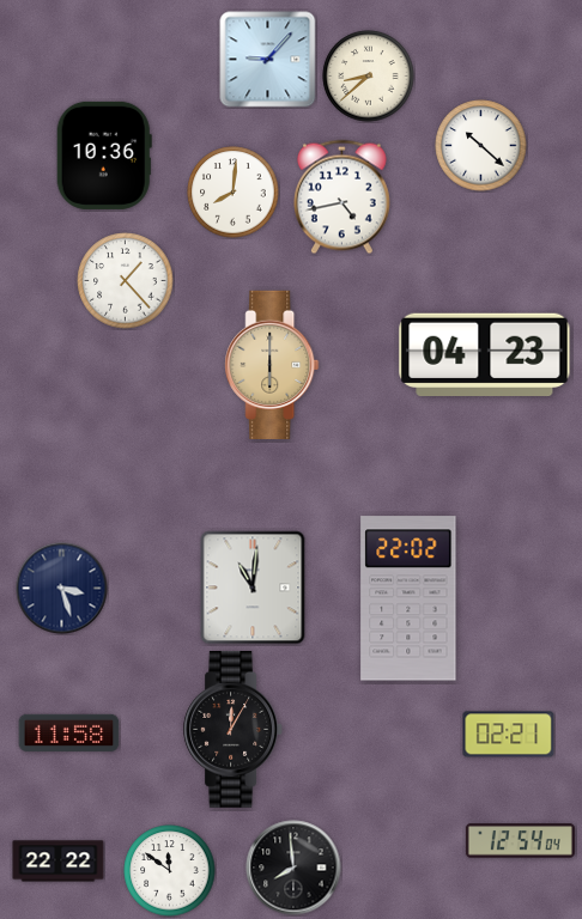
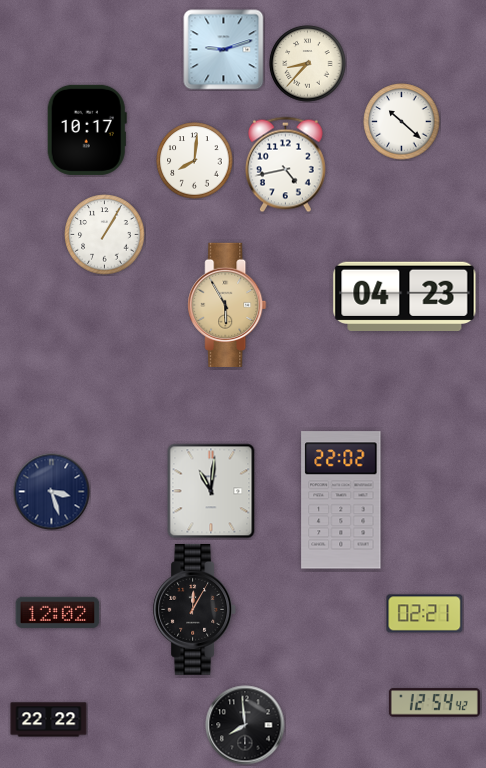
clock at (268, 60): 9:07 -> 9:12
clock at (369, 77): 8:38 -> 8:37
clock at (104, 156): 10:36 -> 10:17
clock at (126, 281): 1:23 -> 1:05
clock at (272, 365): 6:00 -> 5:55
clock at (69, 732): 11:58 -> 12:02
clock at (520, 841): 12:54:04 -> 12:54:42
clock at (170, 871): 11:51 -> none
